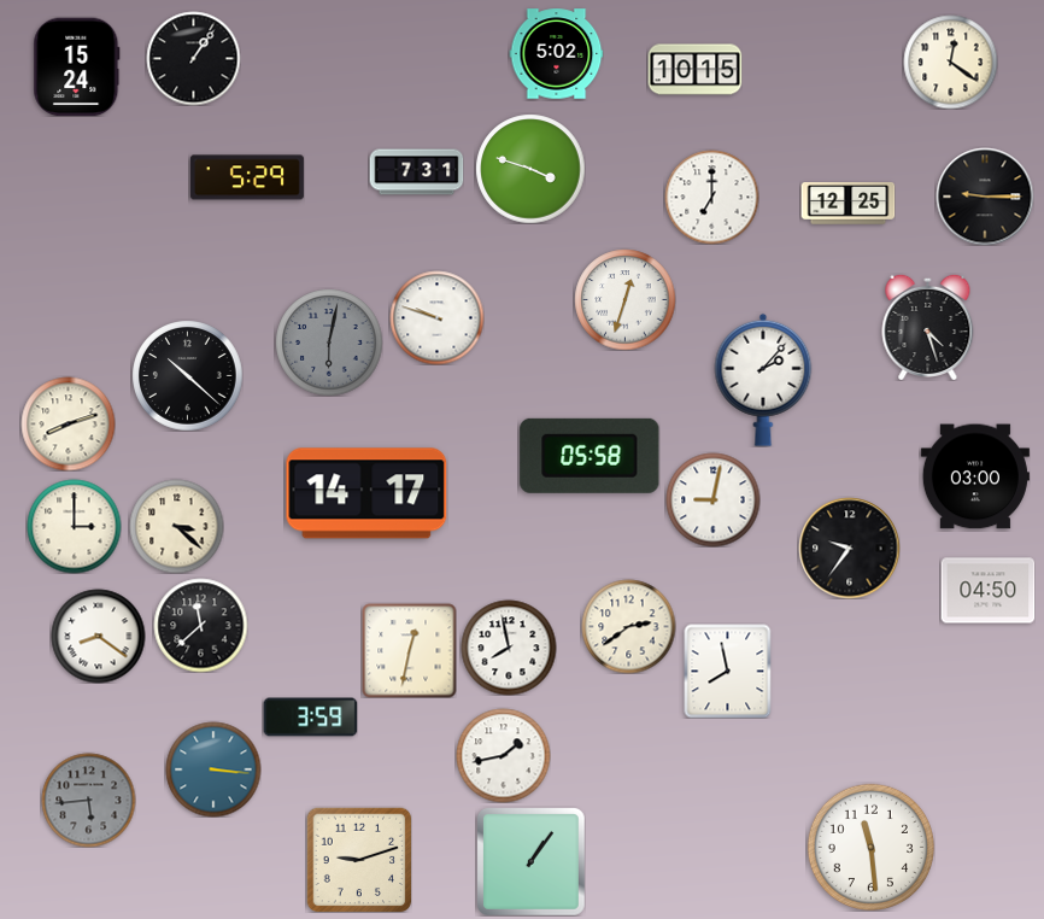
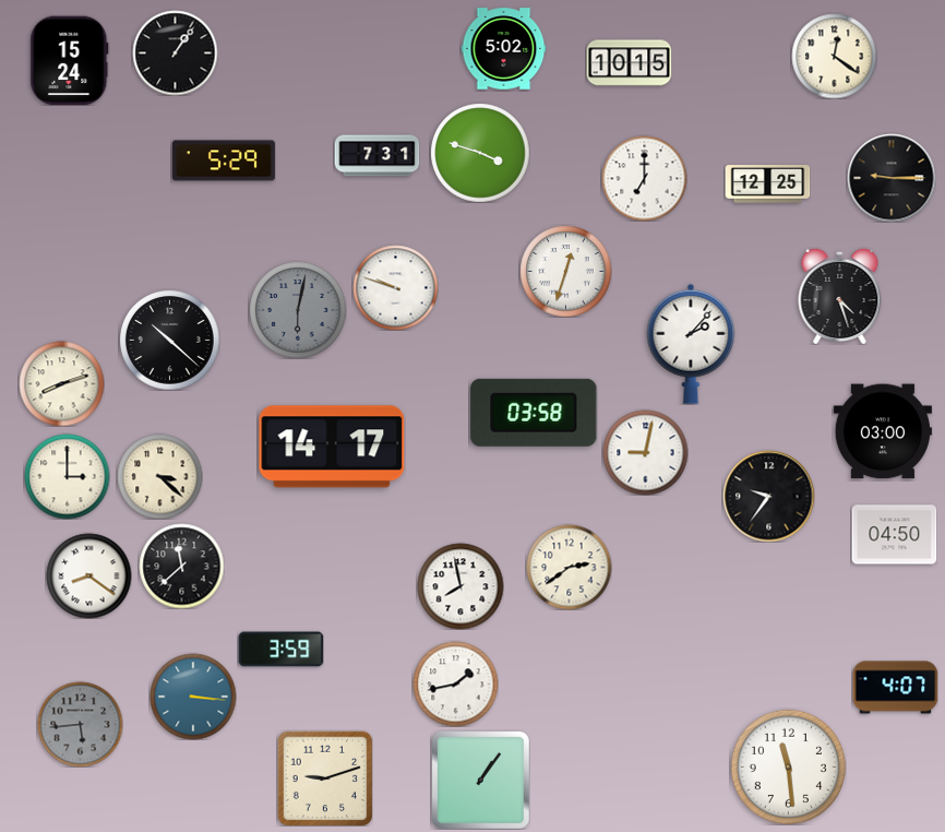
clock at (950, 62) position: (950, 62) -> (834, 56)
clock at (590, 456): 05:58 -> 03:58
clock at (409, 650): 12:32 -> none
clock at (728, 671): 7:58 -> none
clock at (895, 688): none -> 4:07
